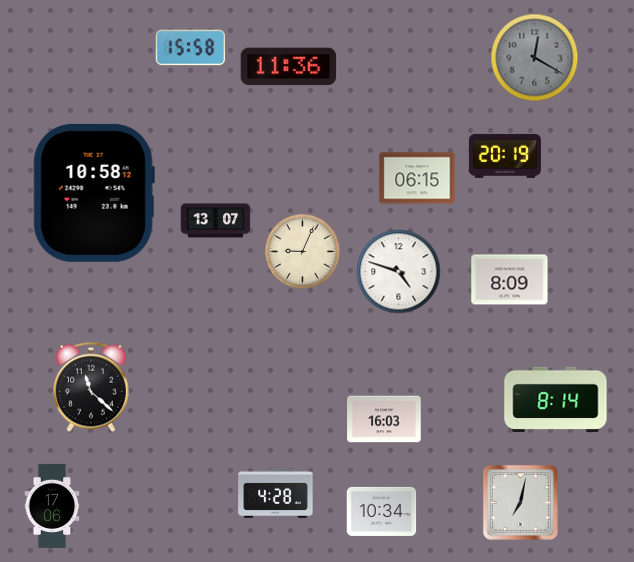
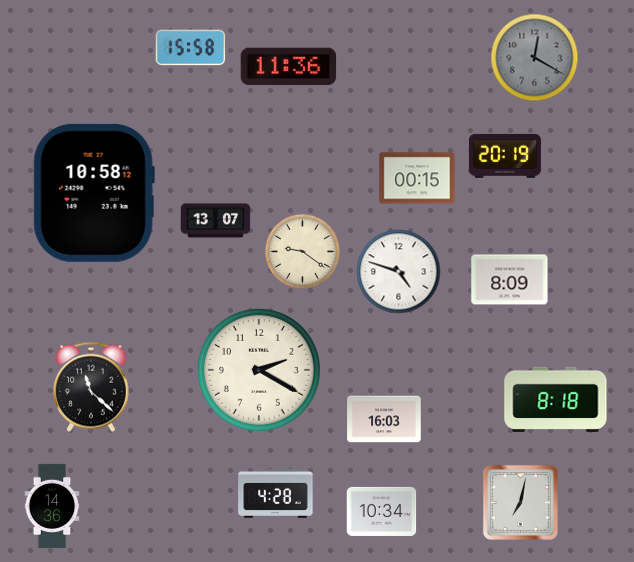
clock at (417, 178): 06:15 -> 00:15
clock at (303, 252): 9:04 -> 9:21
clock at (259, 370): none -> 2:20
clock at (556, 399): 8:14 -> 8:18
clock at (52, 505): 17:06 -> 14:36
